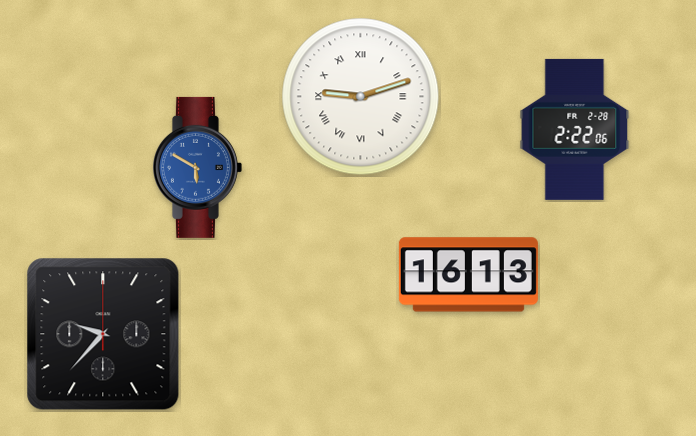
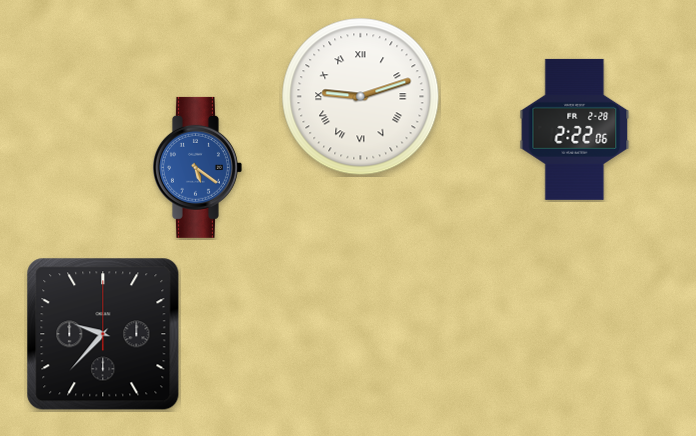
clock at (197, 167): 5:50 -> 5:21
clock at (468, 275): 16:13 -> none
